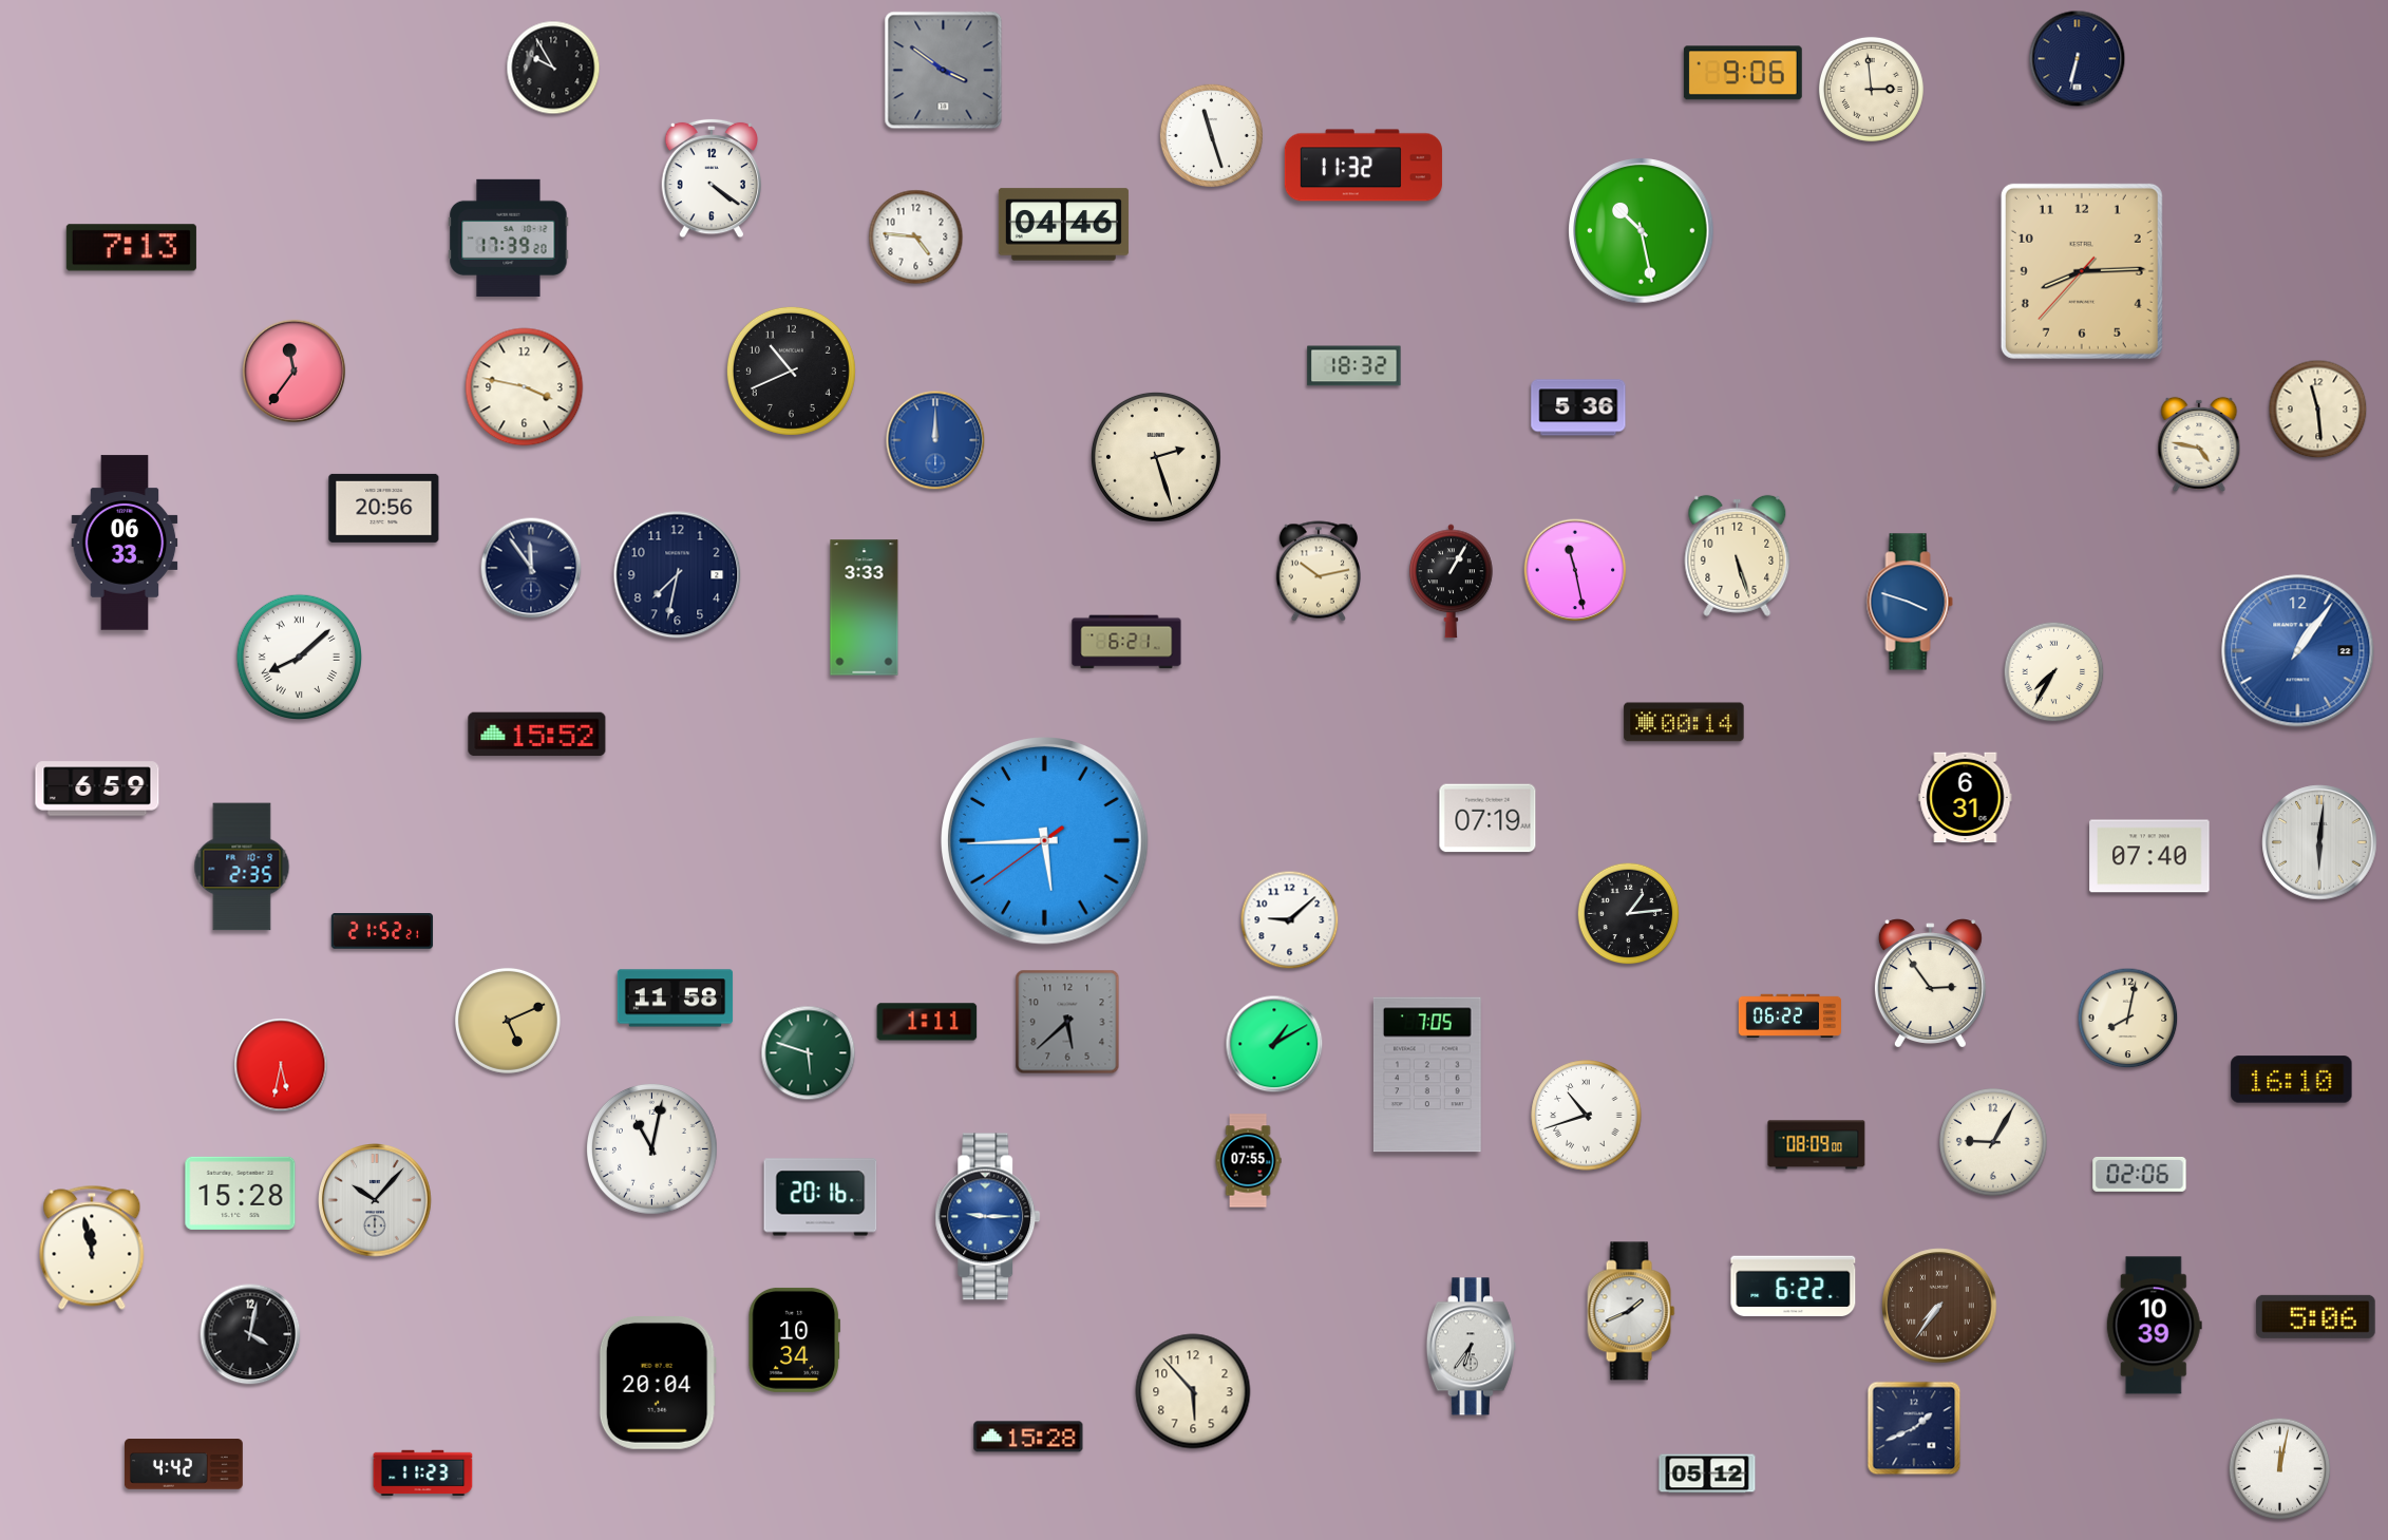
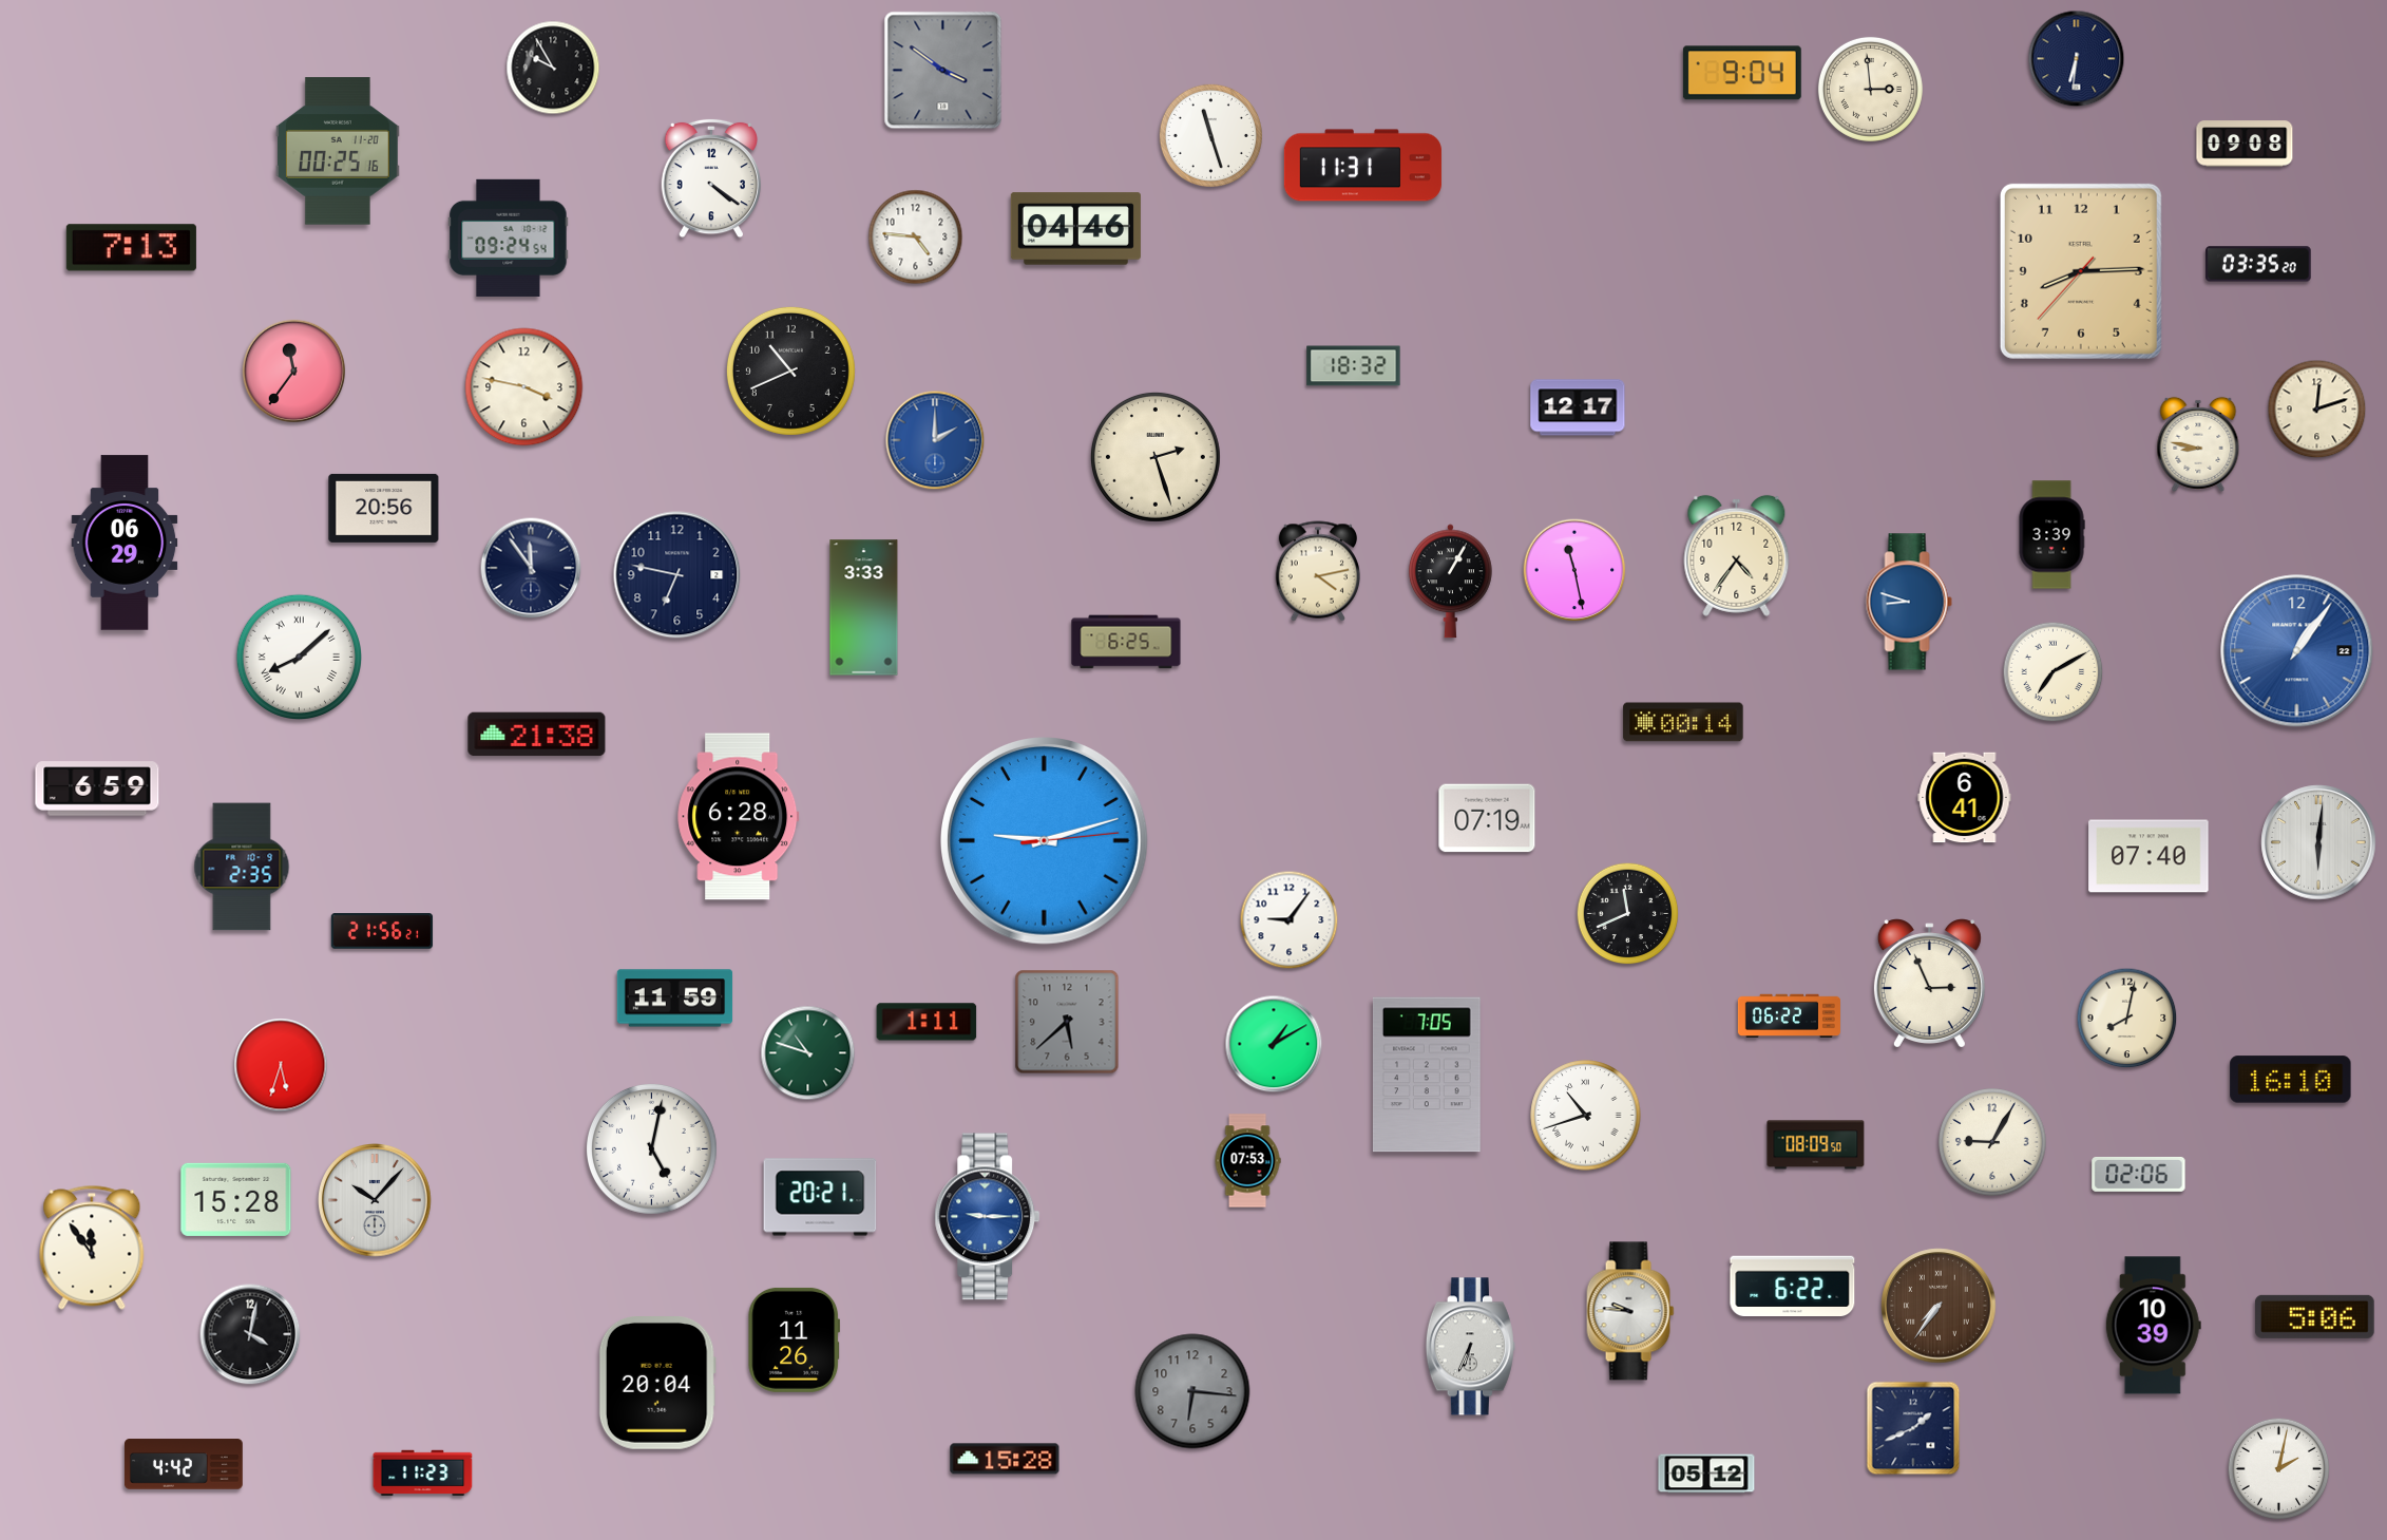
clock at (2078, 59): 6:32 -> 6:31
clock at (1743, 73): 9:06 -> 9:04
clock at (2245, 144): none -> 09:08
clock at (338, 151): none -> 00:25
clock at (1363, 166): 11:32 -> 11:31
clock at (1063, 225) position: (1063, 225) -> (1075, 229)
clock at (1642, 231): 10:28 -> none
clock at (509, 237): 17:39 -> 09:24
clock at (2258, 264): none -> 03:35
clock at (1578, 407): 5:36 -> 12:17
clock at (2318, 410): 11:29 -> 12:12
clock at (935, 440): 12:00 -> 2:00
clock at (2199, 444): 4:47 -> 8:47
clock at (2051, 535): none -> 3:39
clock at (125, 543): 06:33 -> 06:29
clock at (1738, 555): 5:27 -> 4:36
clock at (1318, 571): 10:13 -> 4:13
clock at (678, 575): 7:32 -> 6:47
clock at (1910, 602): 3:48 -> 8:48
clock at (1126, 642): 6:21 -> 6:25
clock at (2054, 672): 7:35 -> 7:10
clock at (537, 735): 15:52 -> 21:38
clock at (1966, 798): 6:31 -> 6:41
clock at (739, 817): none -> 6:28
clock at (1045, 841): 5:44 -> 9:12
clock at (1629, 914): 1:14 -> 11:41
clock at (1290, 920): 9:08 -> 9:06
clock at (382, 931): 21:52 -> 21:56
clock at (1930, 983): 2:54 -> 2:56
clock at (676, 999): 11:58 -> 11:59
clock at (508, 1021): 5:11 -> none
clock at (809, 1053): 5:48 -> 10:48
clock at (281, 1065): 5:32 -> 5:33
clock at (1817, 1145): 08:09:00 -> 08:09:50
clock at (651, 1148): 11:02 -> 5:02
clock at (1248, 1161): 07:55 -> 07:53
clock at (241, 1193) position: (241, 1193) -> (236, 1199)
clock at (820, 1197): 20:16 -> 20:21
clock at (92, 1248): 11:58 -> 11:54
clock at (1631, 1311): 1:41 -> 9:46
clock at (795, 1339): 10:34 -> 11:26
clock at (1471, 1347): 6:36 -> 6:34
clock at (1193, 1391): 5:53 -> 6:16
clock at (1193, 1391) dial: cream -> grey
clock at (1028, 1437) position: (1028, 1437) -> (1005, 1459)
clock at (2280, 1469): 12:02 -> 2:02
